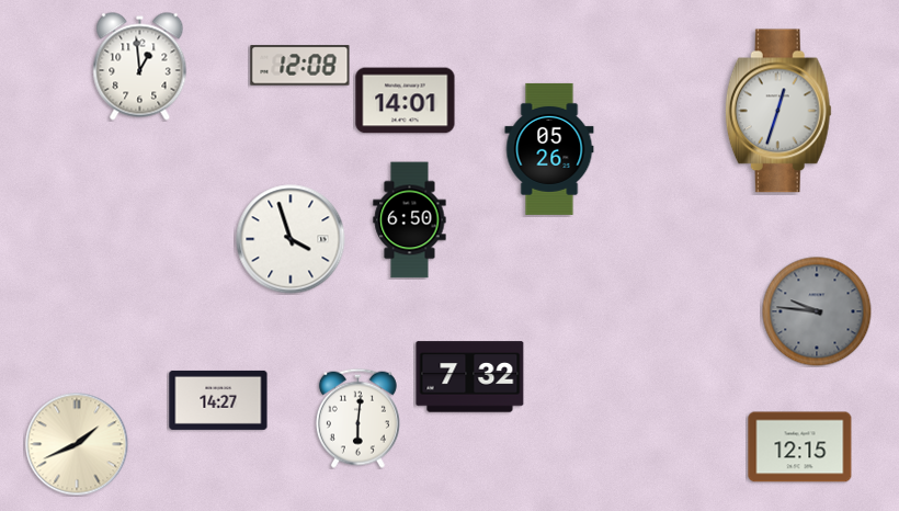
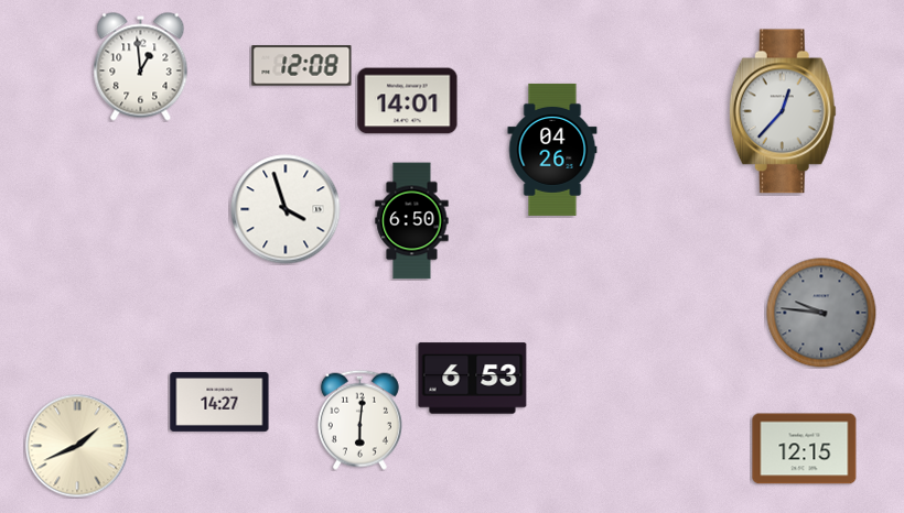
clock at (778, 111): 12:33 -> 12:37
clock at (549, 149): 05:26 -> 04:26
clock at (291, 239) position: (291, 239) -> (286, 209)
clock at (470, 377): 7:32 -> 6:53
